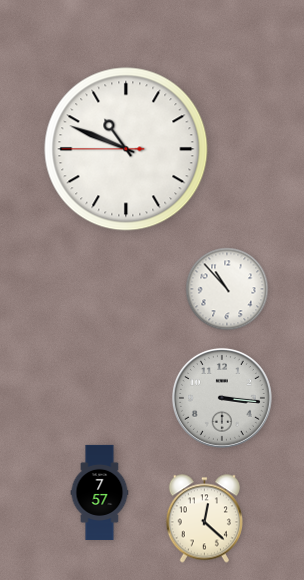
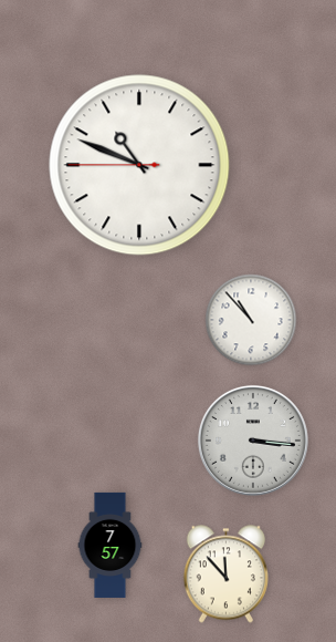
clock at (222, 398) position: (222, 398) -> (253, 441)
clock at (204, 519): 12:22 -> 11:53
